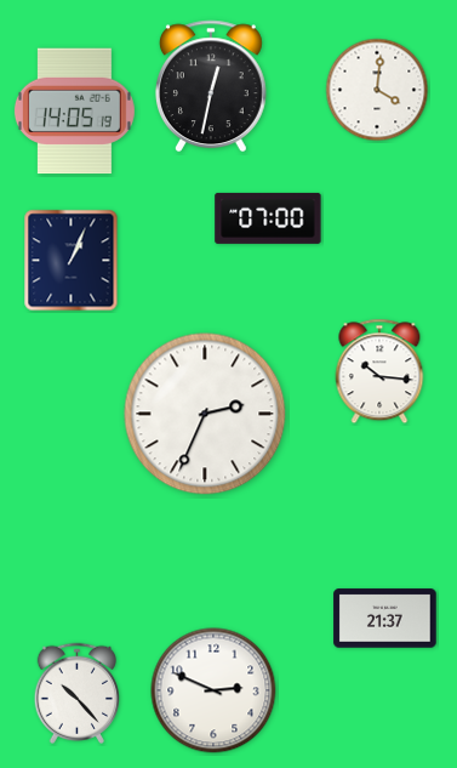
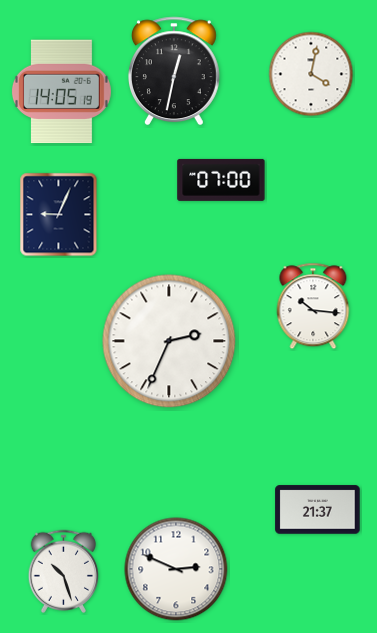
clock at (377, 90): 4:01 -> 4:02
clock at (72, 261): 1:04 -> 9:04
clock at (78, 693): 10:23 -> 10:27
